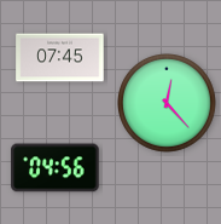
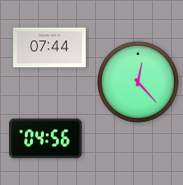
clock at (60, 58): 07:45 -> 07:44
clock at (168, 104) position: (168, 104) -> (139, 83)
